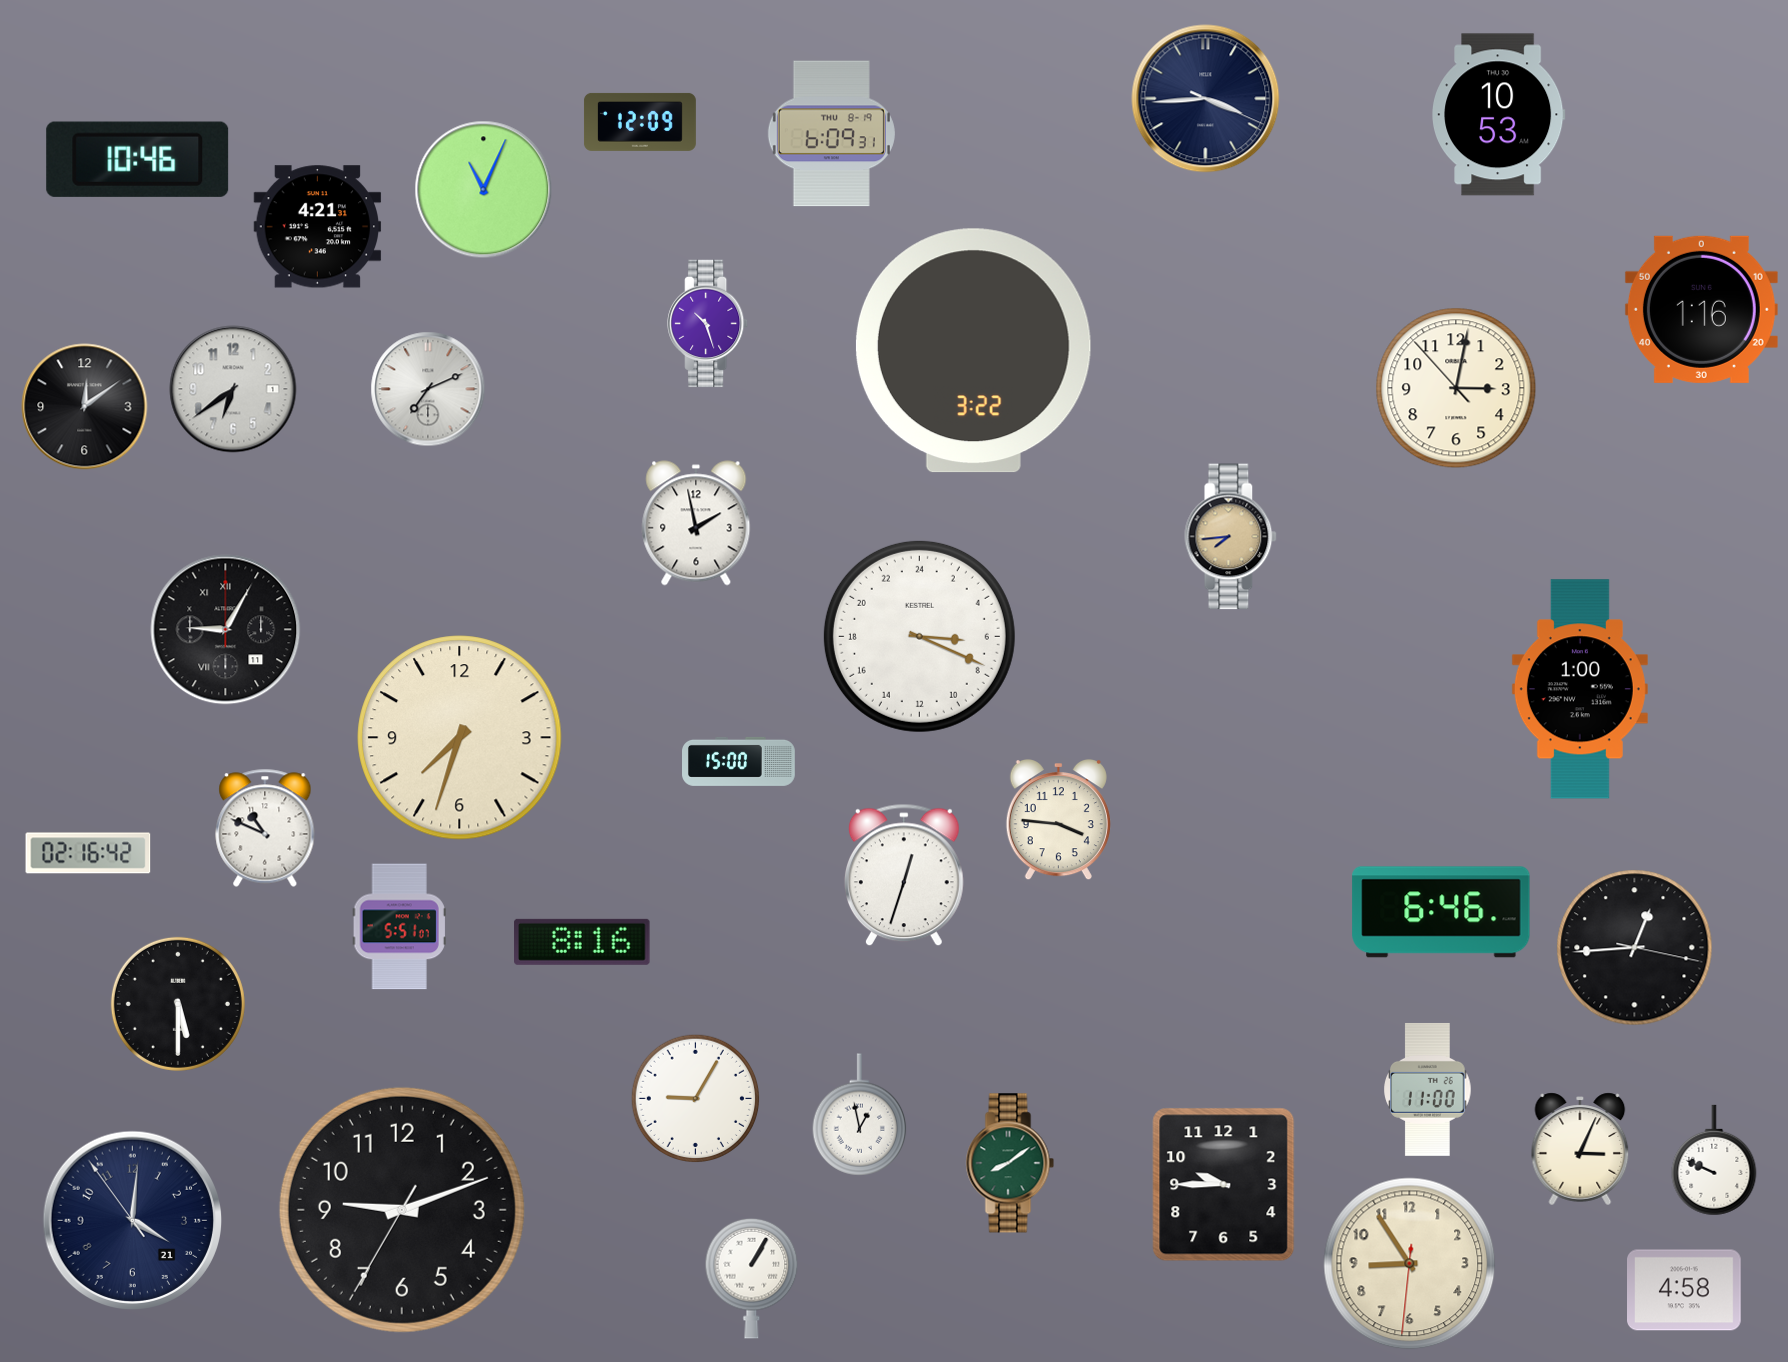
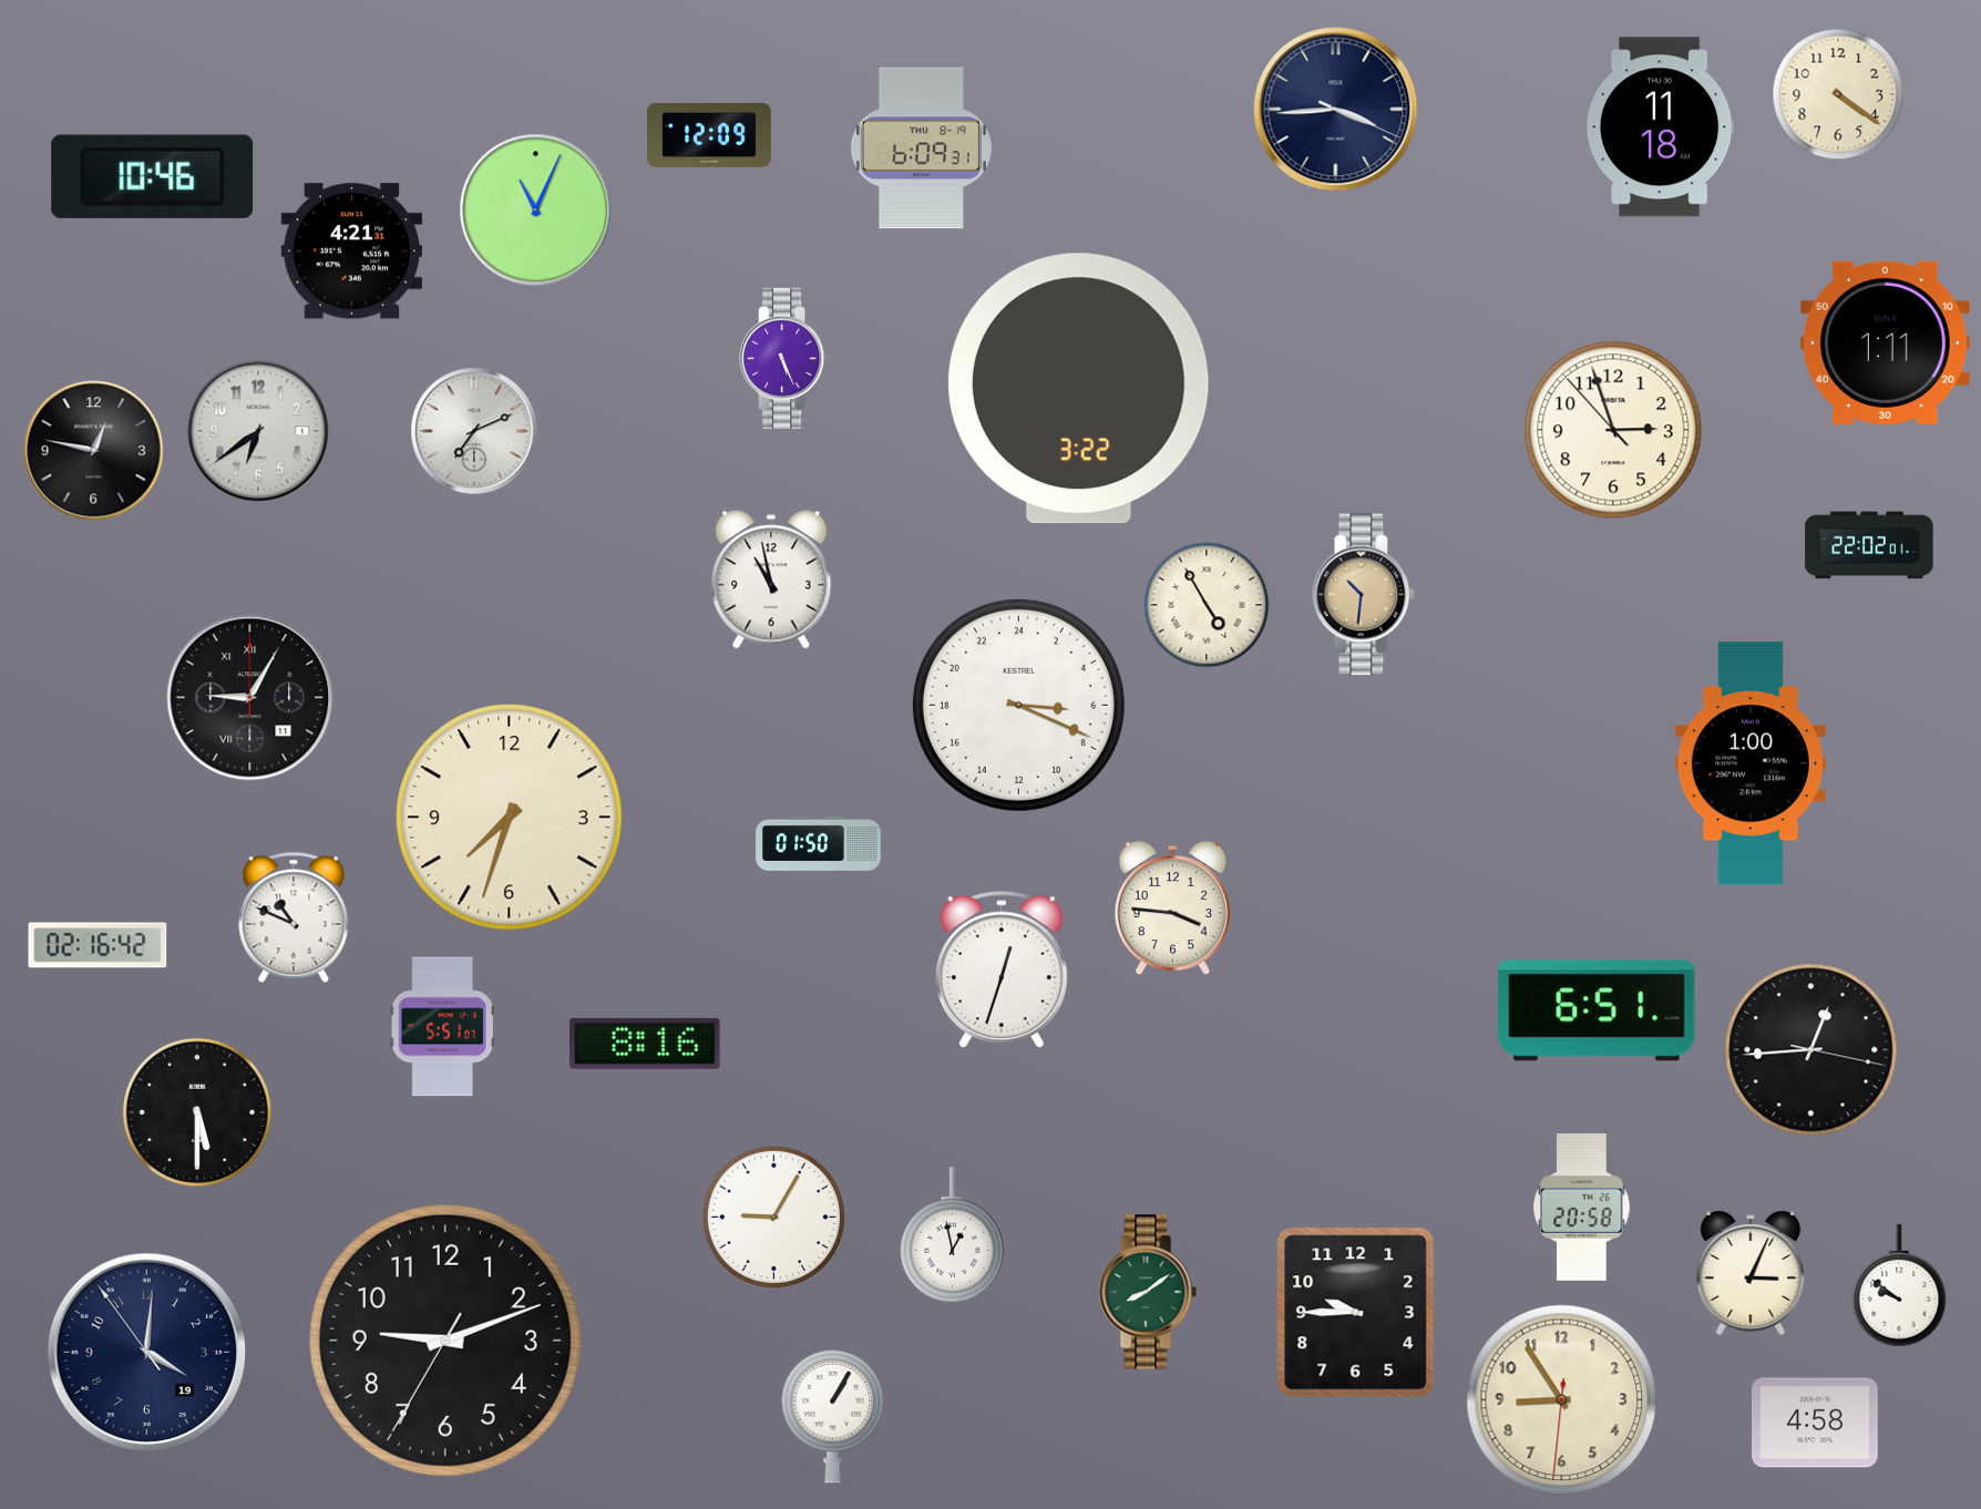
clock at (1838, 94): none -> 4:21
clock at (1499, 115): 10:53 -> 11:18
clock at (1701, 309): 1:16 -> 1:11
clock at (708, 324): 10:27 -> 5:26
clock at (1456, 388): 3:01 -> 2:56
clock at (85, 407): 12:09 -> 12:47
clock at (1869, 545): none -> 22:02
clock at (696, 523): 1:58 -> 10:58
clock at (1231, 537): 7:44 -> 10:31
clock at (1207, 605): none -> 4:55
clock at (739, 761): 15:00 -> 01:50
clock at (1441, 912): 6:46 -> 6:51
clock at (1428, 1089): 11:00 -> 20:58
clock at (695, 1098) position: (695, 1098) -> (773, 1217)
clock at (1714, 1160): 9:49 -> 9:51
clock at (1010, 1163) position: (1010, 1163) -> (1148, 1292)
clock at (132, 1220) date: 21 -> 19
clock at (1685, 1290) position: (1685, 1290) -> (1816, 1423)
